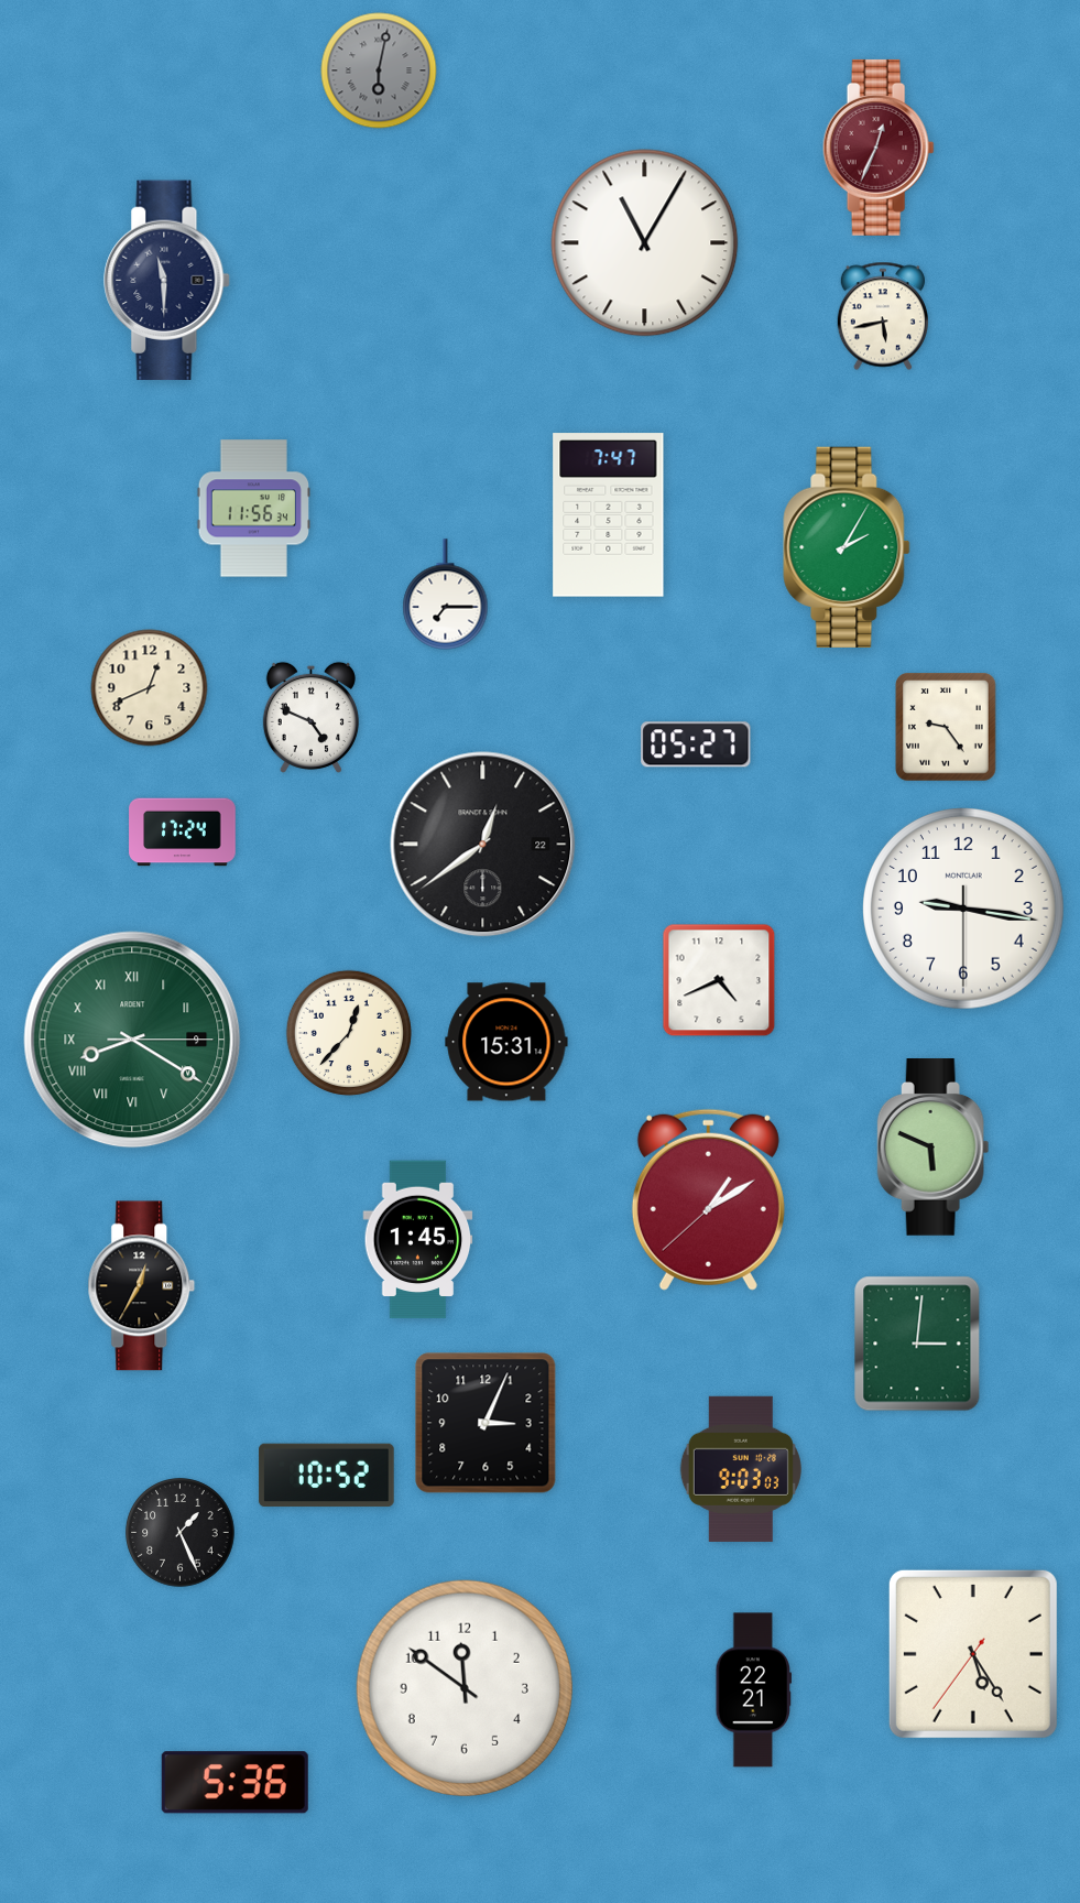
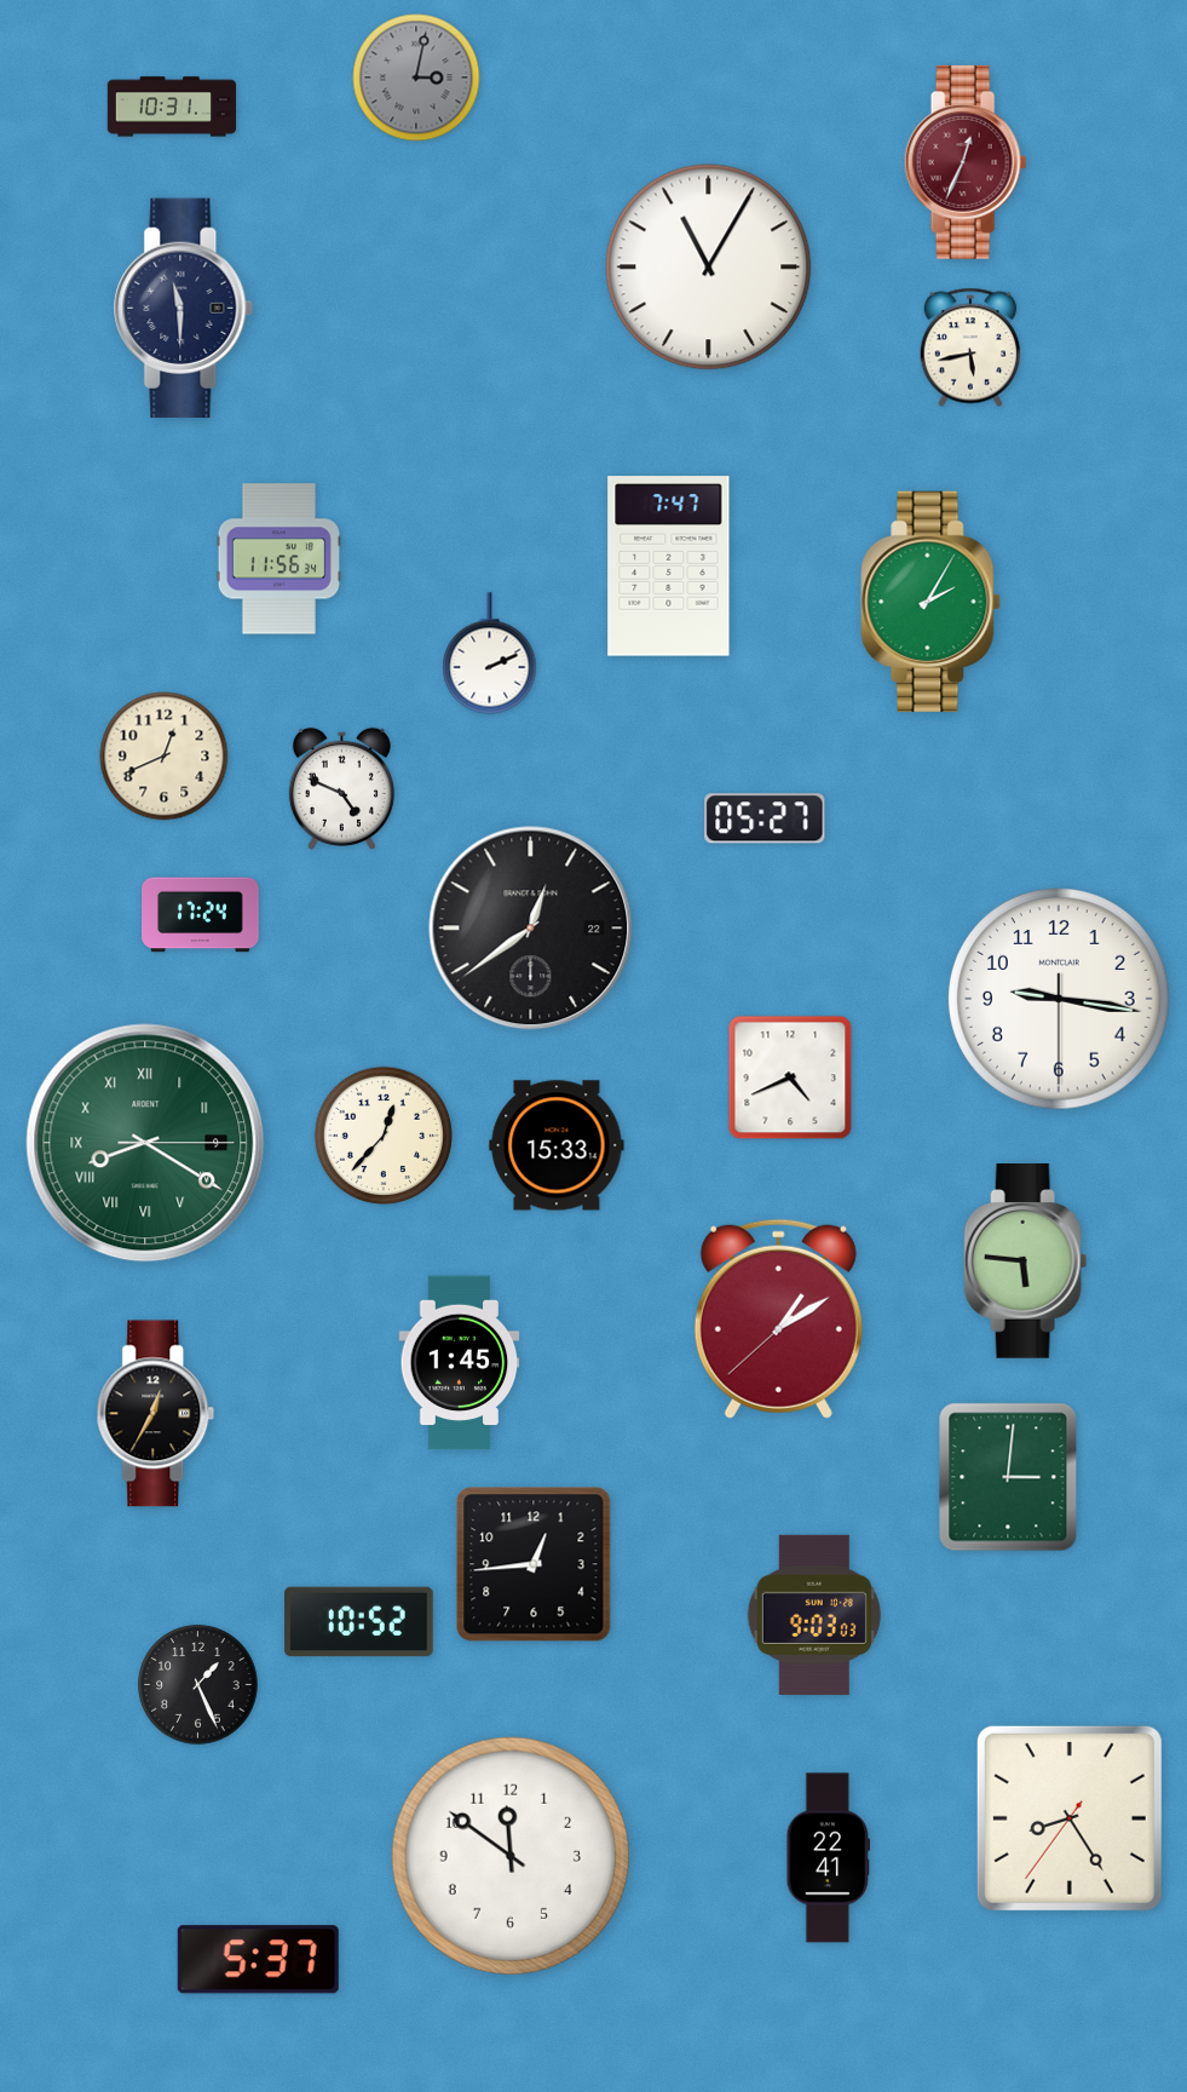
clock at (379, 70): 6:02 -> 3:02
clock at (172, 107): none -> 10:31
clock at (446, 595): 7:15 -> 2:11
clock at (946, 727): 9:24 -> none
clock at (506, 1042): 15:31 -> 15:33
clock at (934, 1148): 5:49 -> 5:46
clock at (486, 1423): 3:04 -> 12:44
clock at (973, 1654): 5:24 -> 8:24
clock at (754, 1690): 22:21 -> 22:41
clock at (234, 1783): 5:36 -> 5:37
